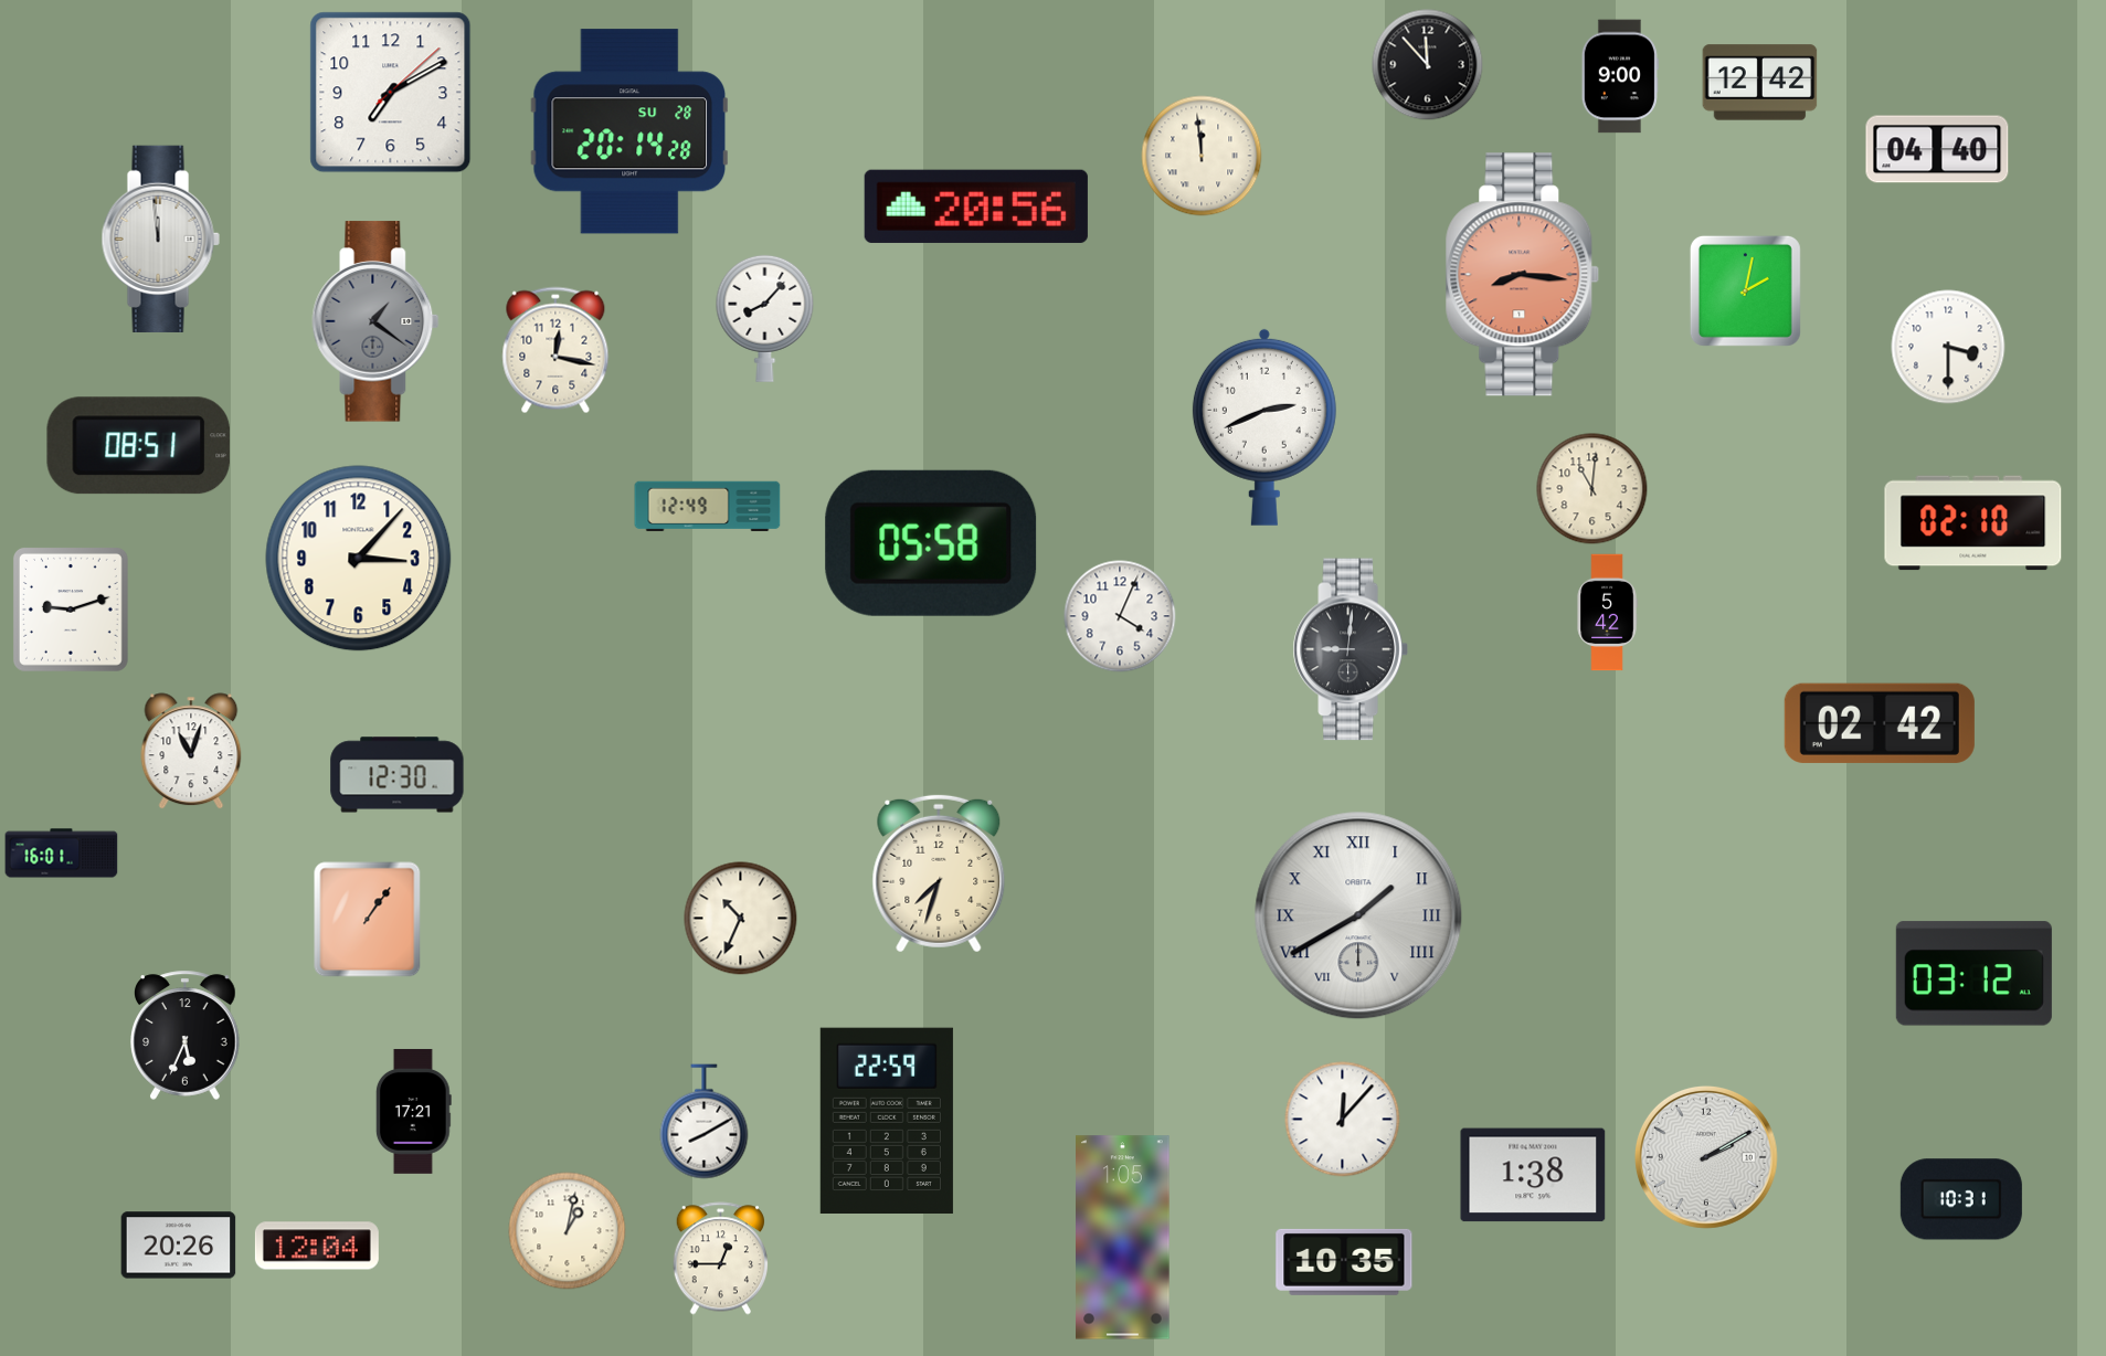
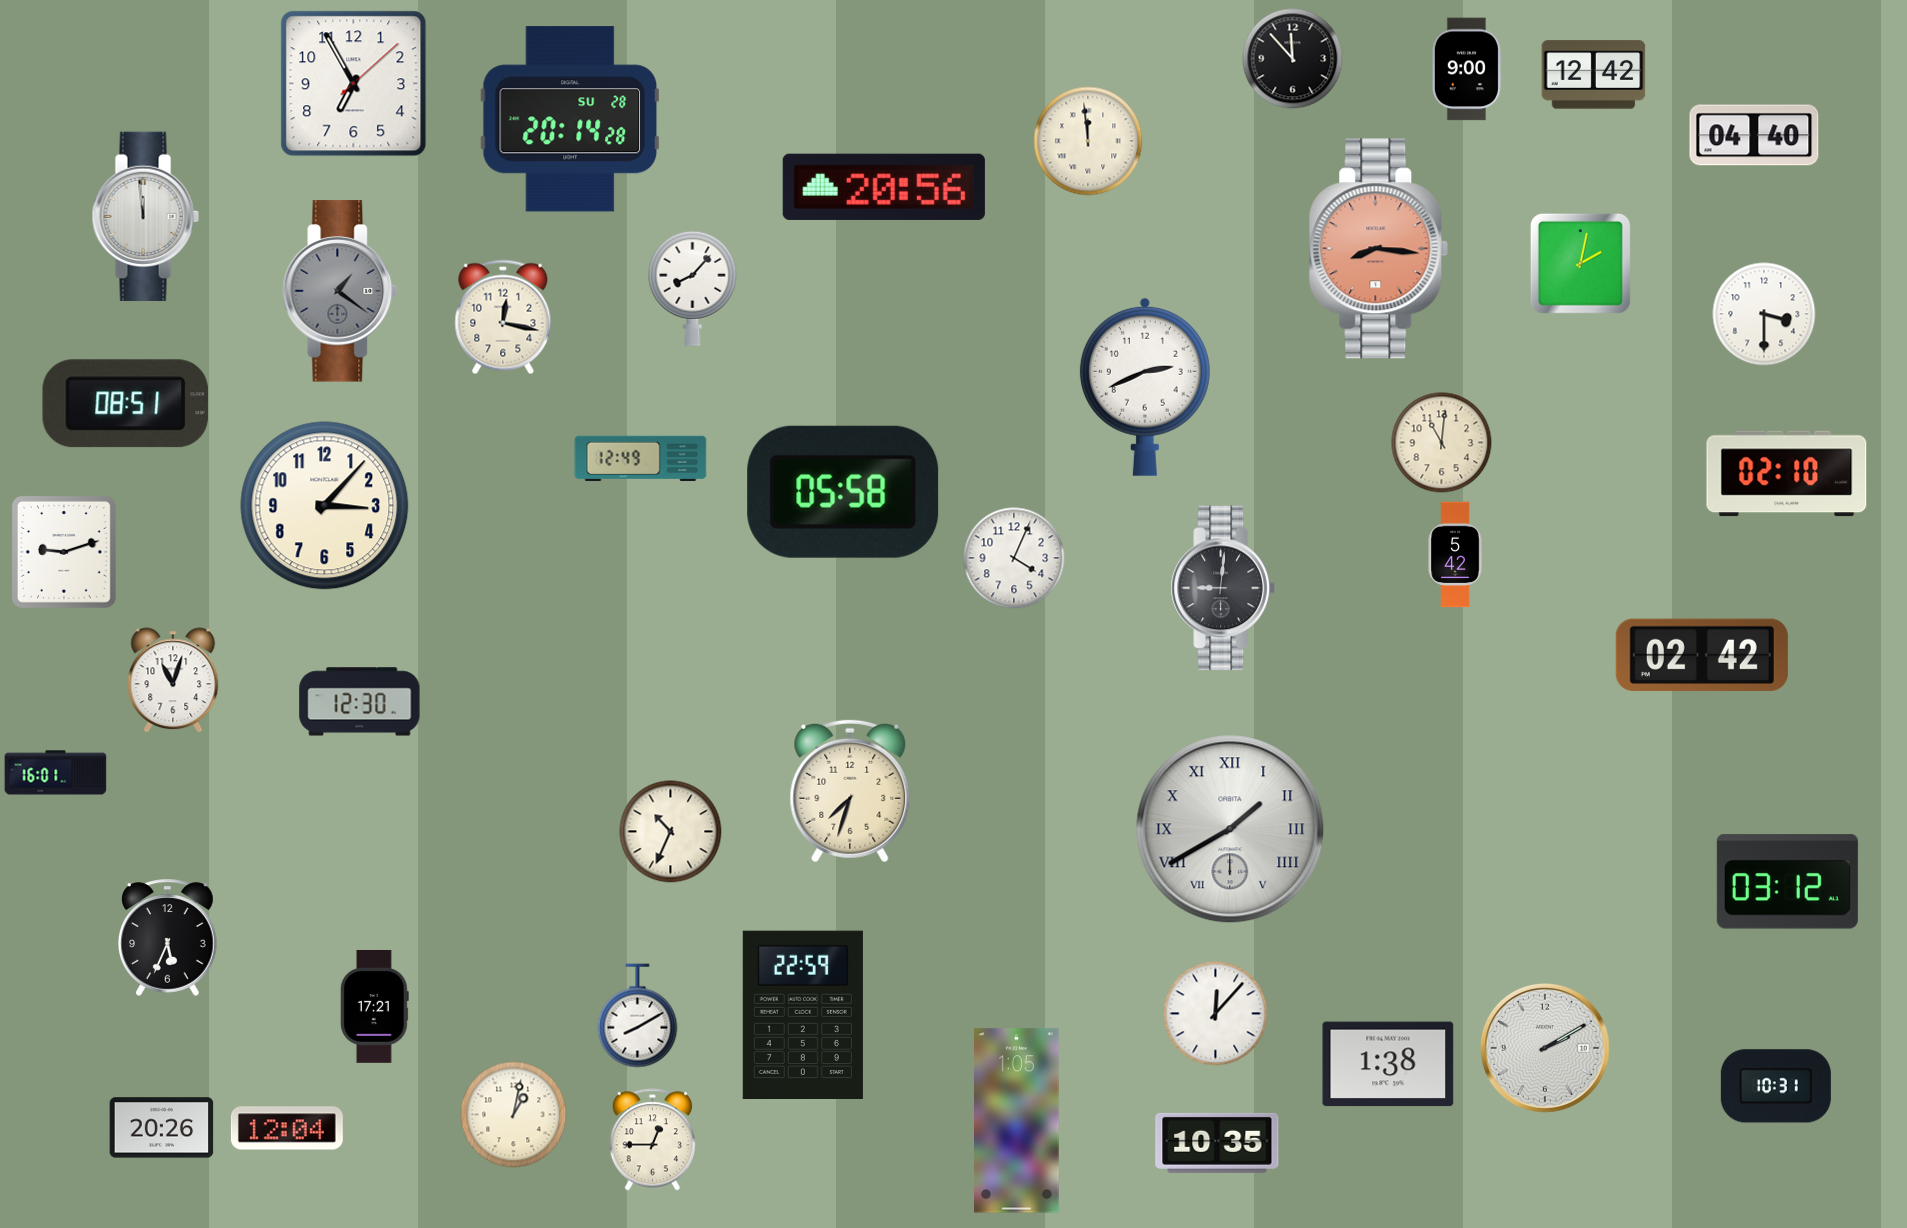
clock at (391, 93): 7:10 -> 6:55
clock at (368, 920): 1:06 -> none
